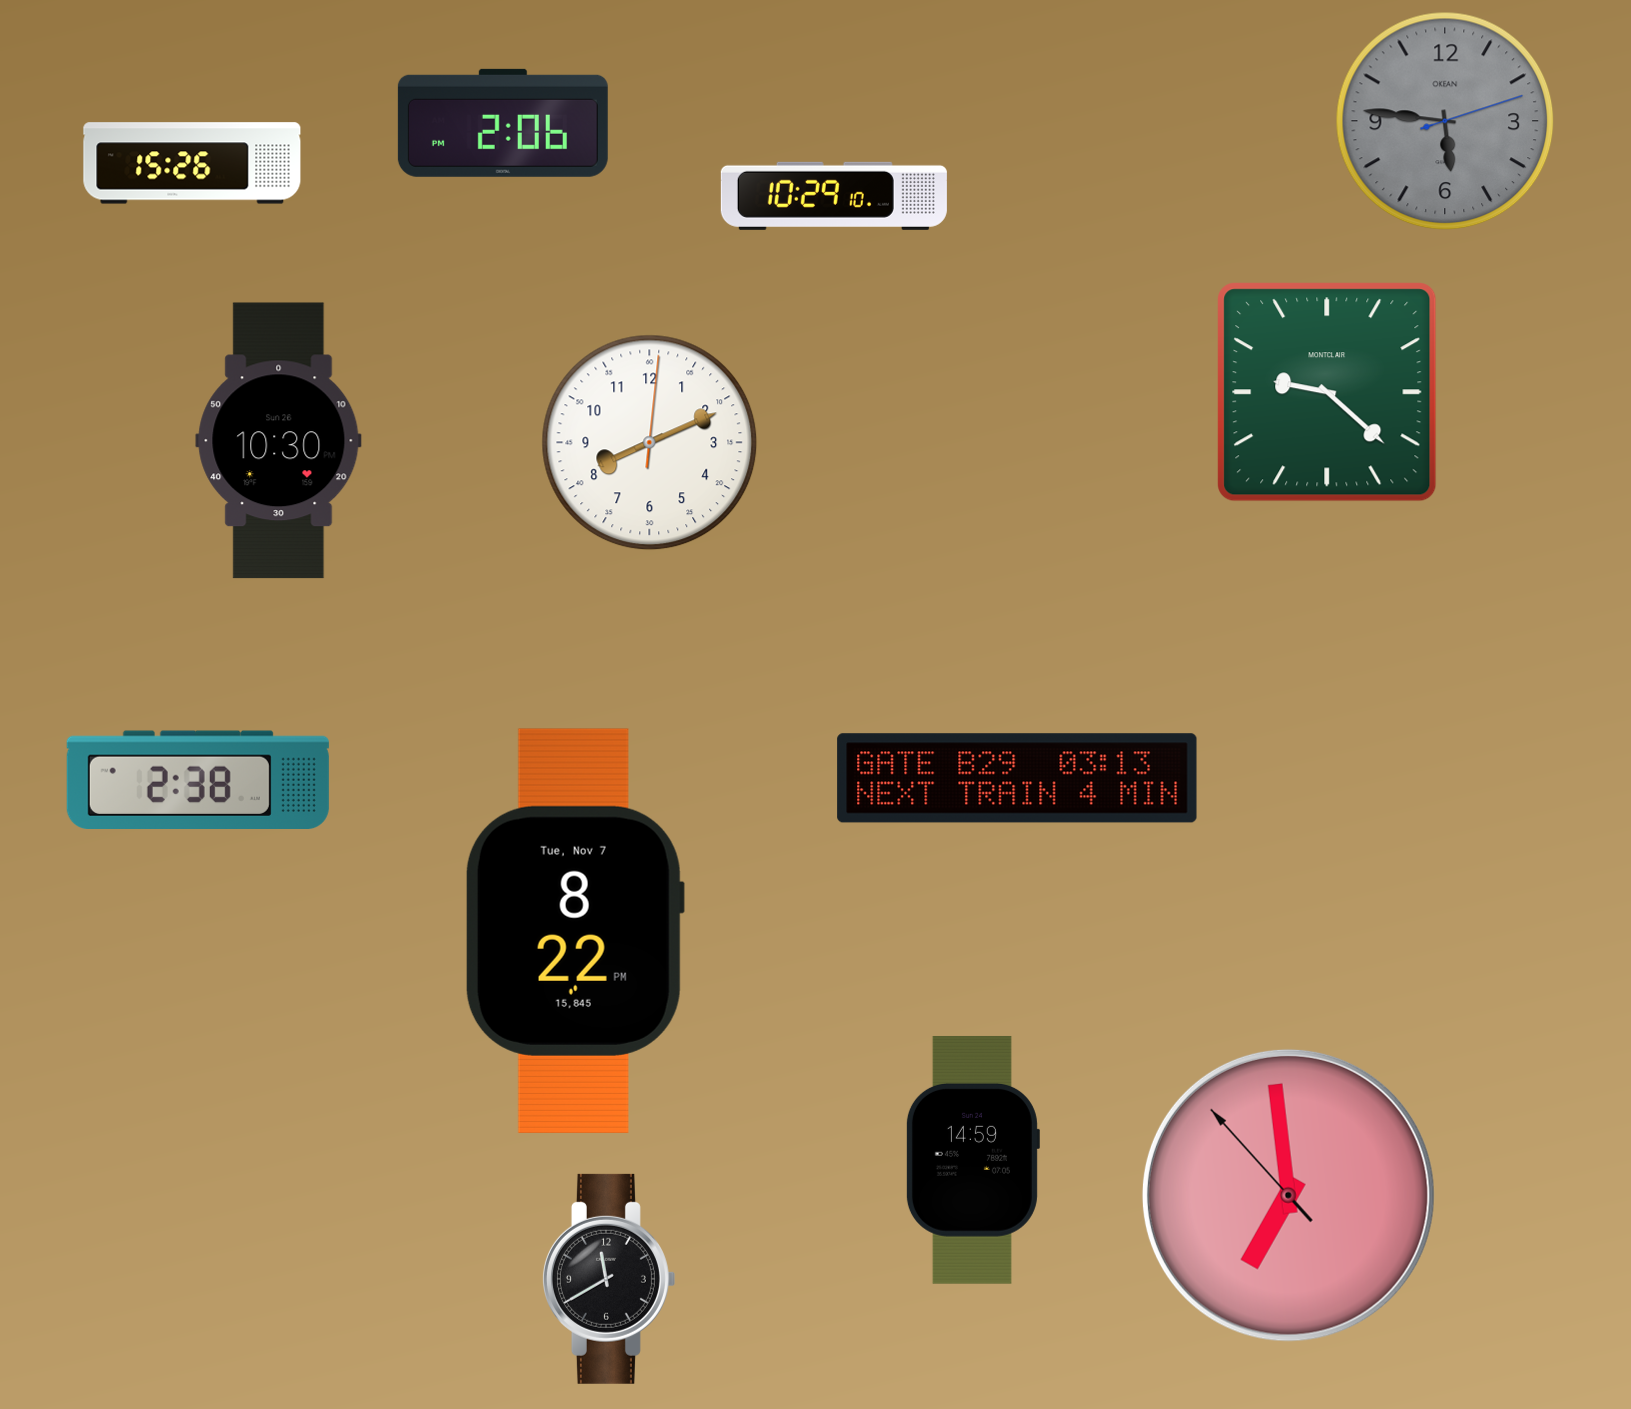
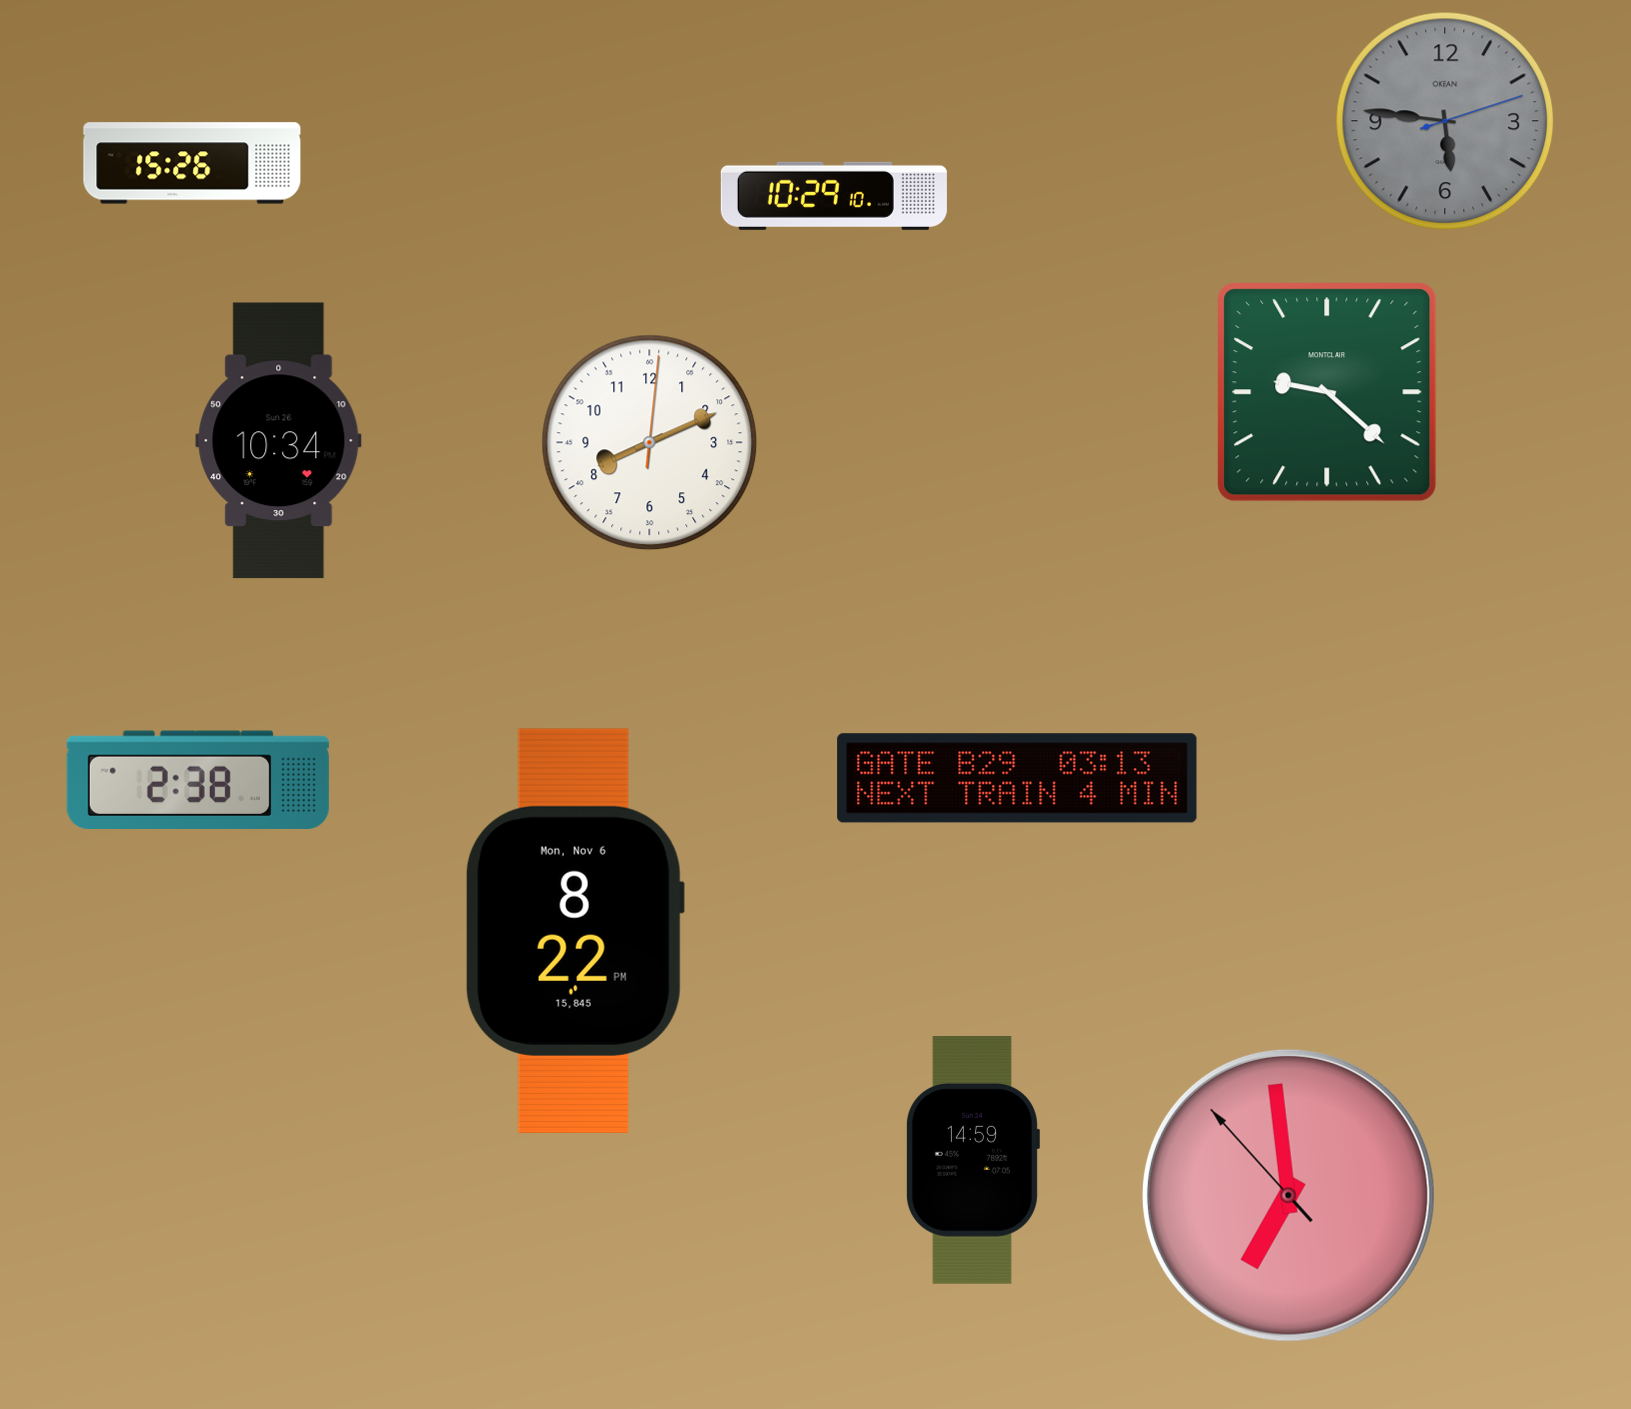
clock at (503, 123): 2:06 -> none
clock at (279, 441): 10:30 -> 10:34
clock at (575, 931) date: Tue, Nov 7 -> Mon, Nov 6
clock at (608, 1279): 11:40 -> none
